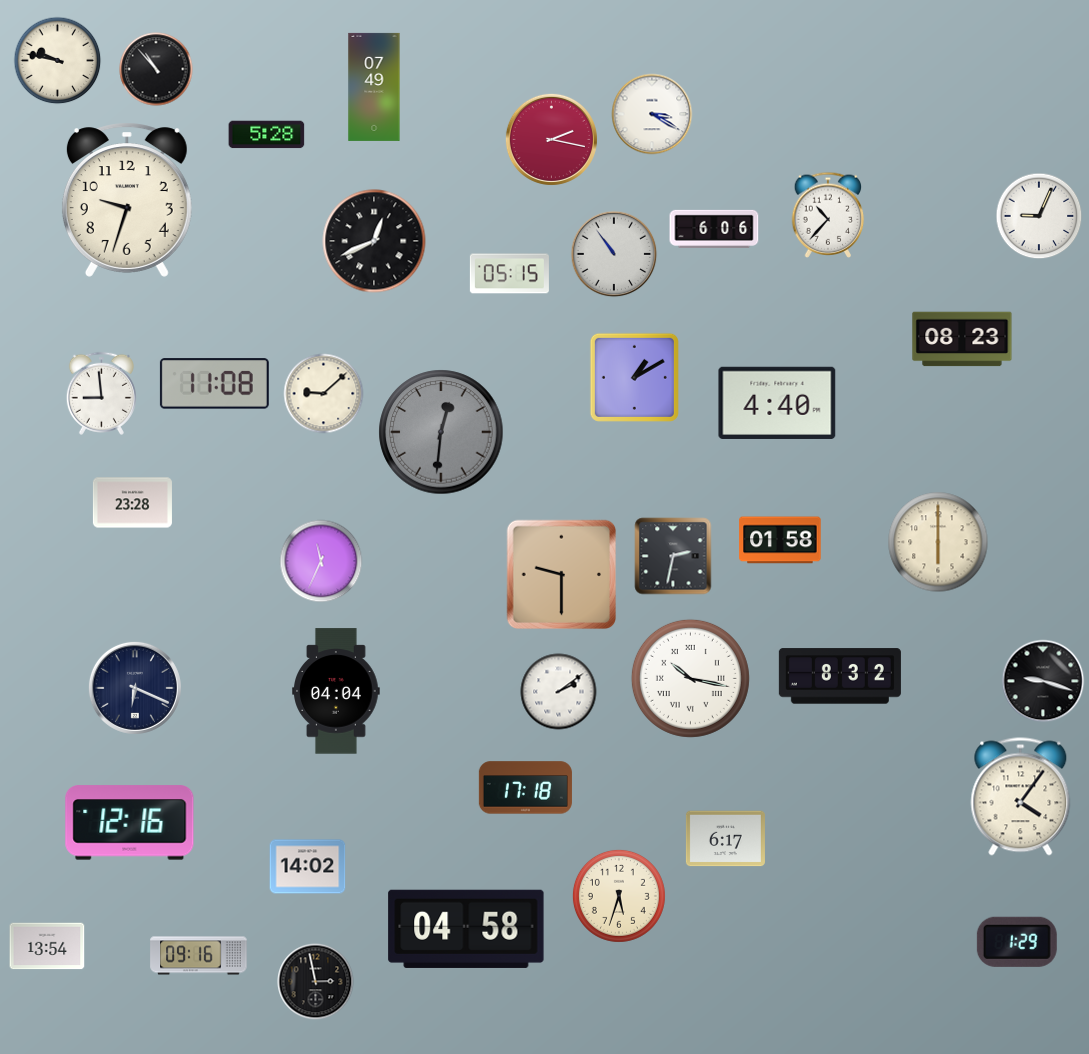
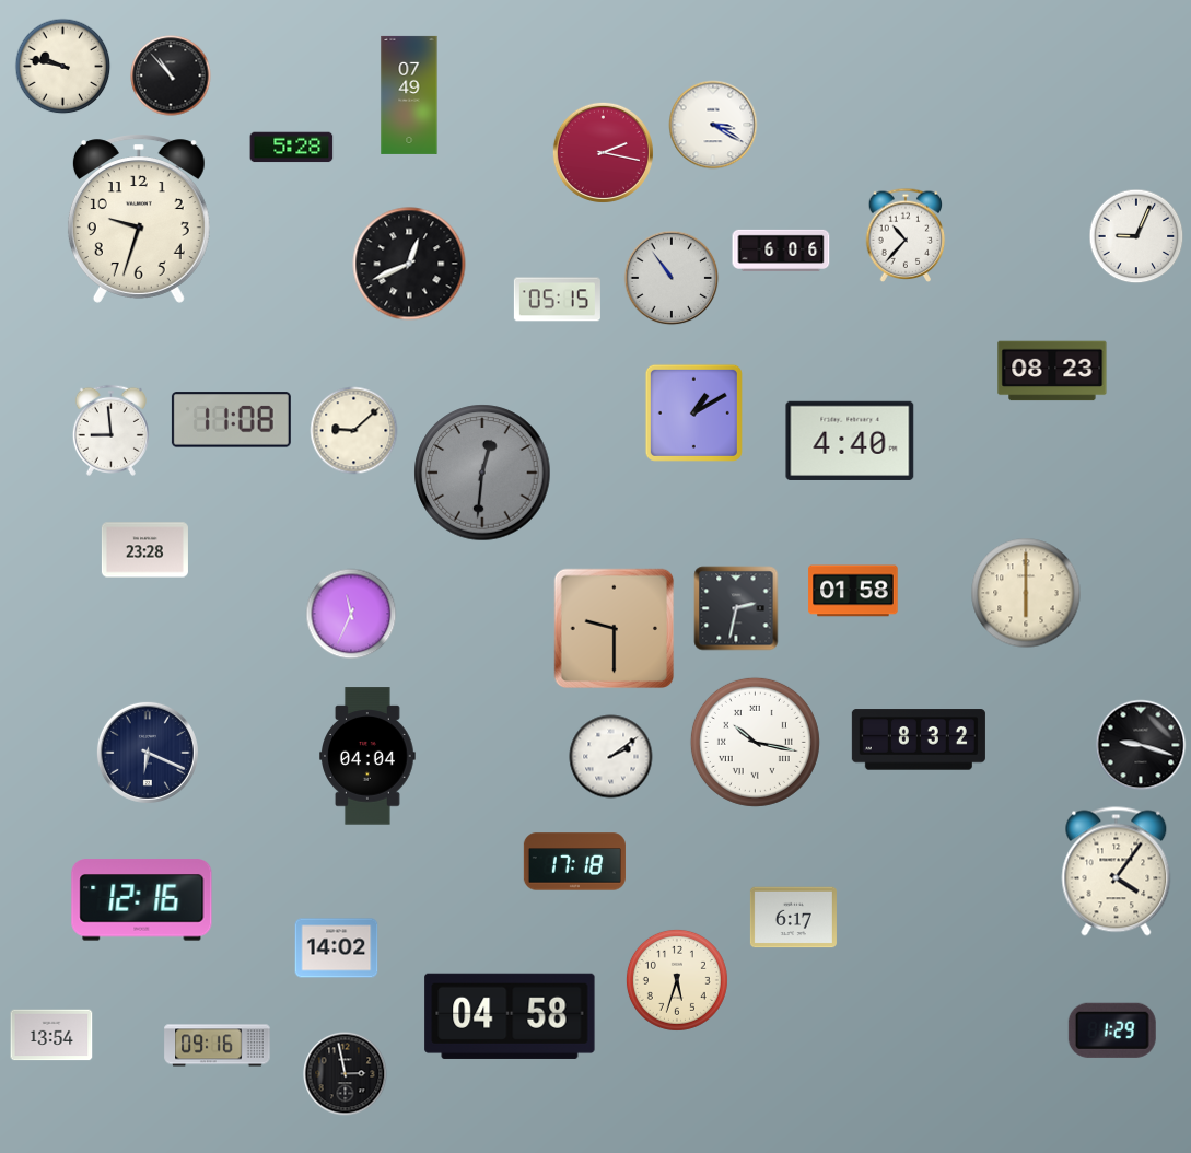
clock at (214, 384) position: (214, 384) -> (231, 420)
